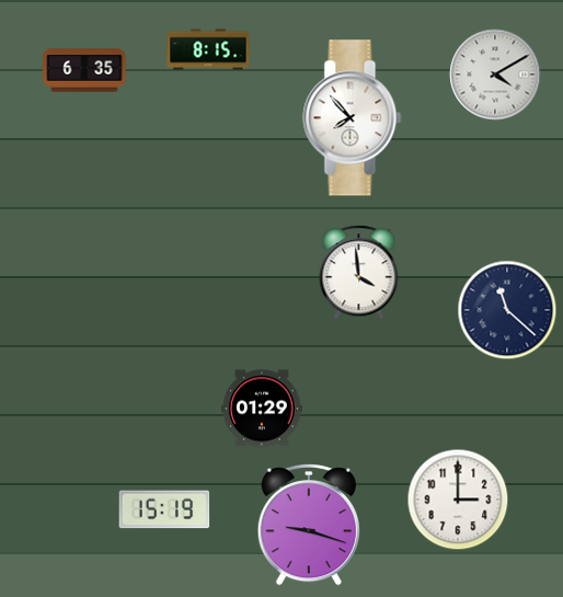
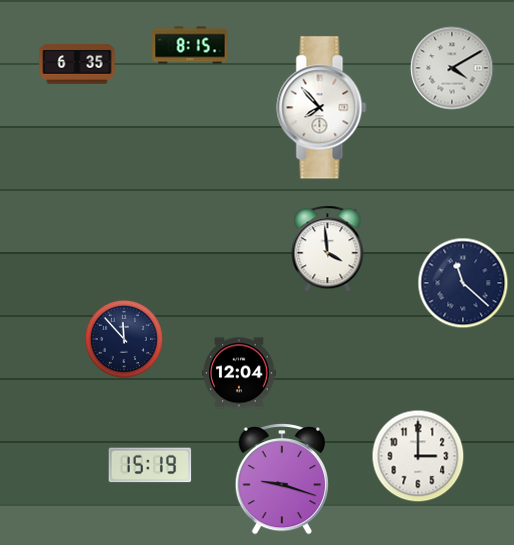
clock at (124, 339): none -> 11:53
clock at (262, 409): 01:29 -> 12:04
